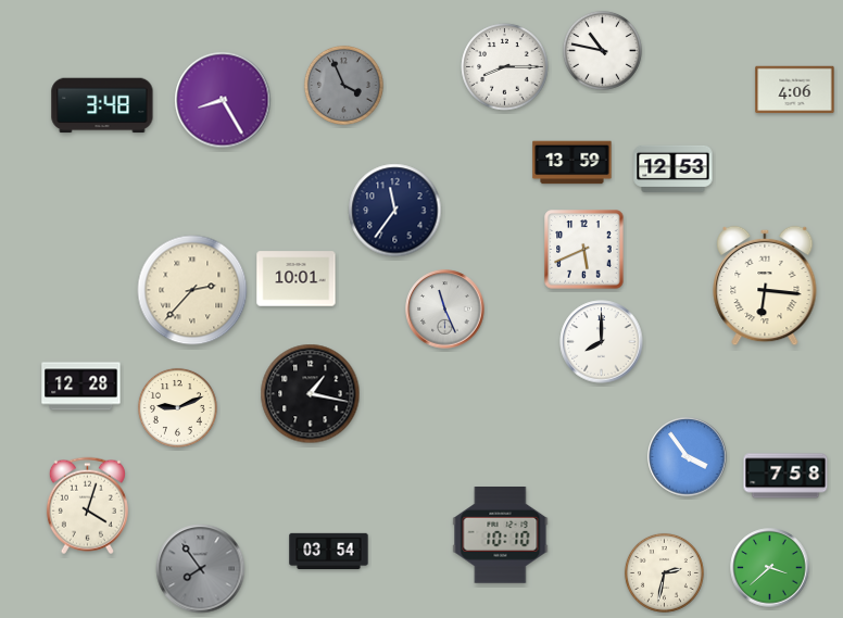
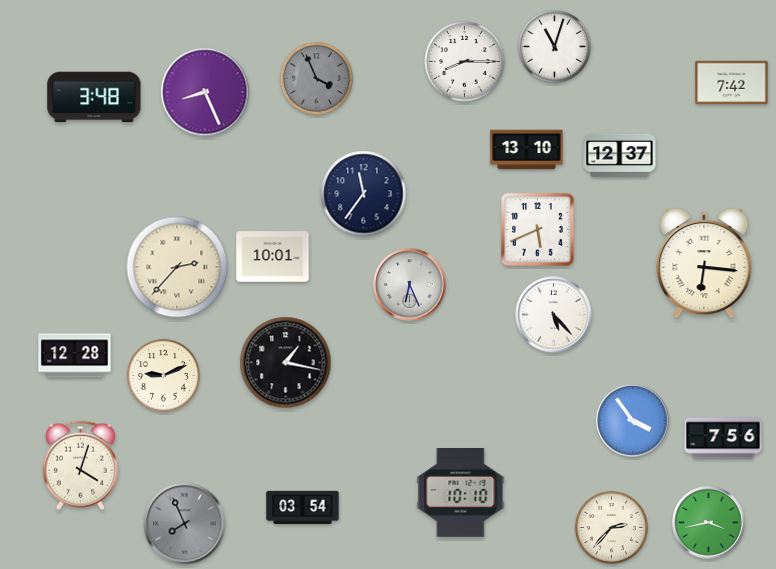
clock at (602, 50): 10:47 -> 11:03
clock at (795, 90): 4:06 -> 7:42
clock at (223, 100): 8:25 -> 8:26
clock at (573, 163): 13:59 -> 13:10
clock at (674, 168): 12:53 -> 12:37
clock at (445, 310): 11:26 -> 6:26
clock at (602, 342): 8:00 -> 5:23
clock at (785, 476): 7:58 -> 7:56
clock at (770, 568): 3:38 -> 3:43
clock at (201, 569): 7:54 -> 7:56
clock at (664, 572): 2:32 -> 2:37
